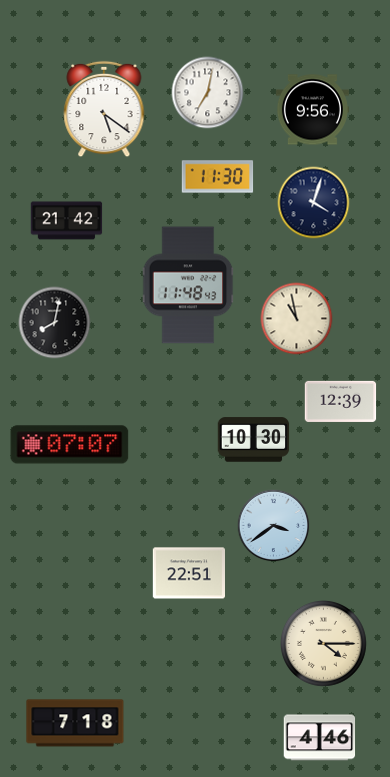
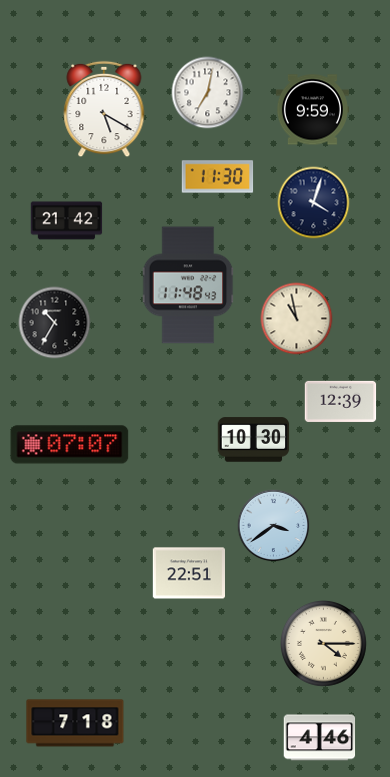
clock at (104, 109): 5:21 -> 5:20
clock at (312, 110): 9:56 -> 9:59
clock at (55, 323): 8:02 -> 10:35
